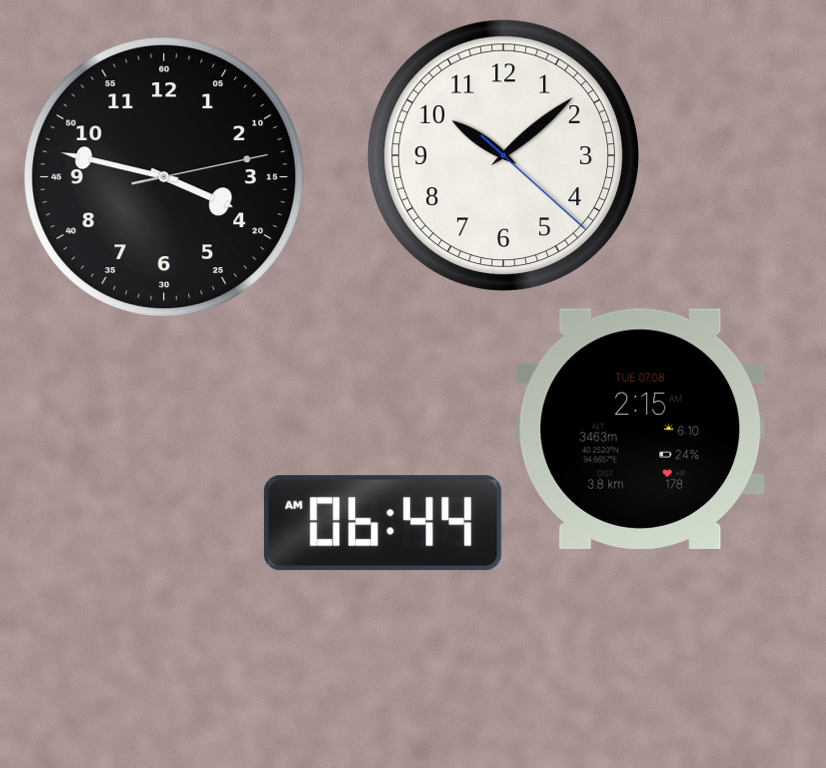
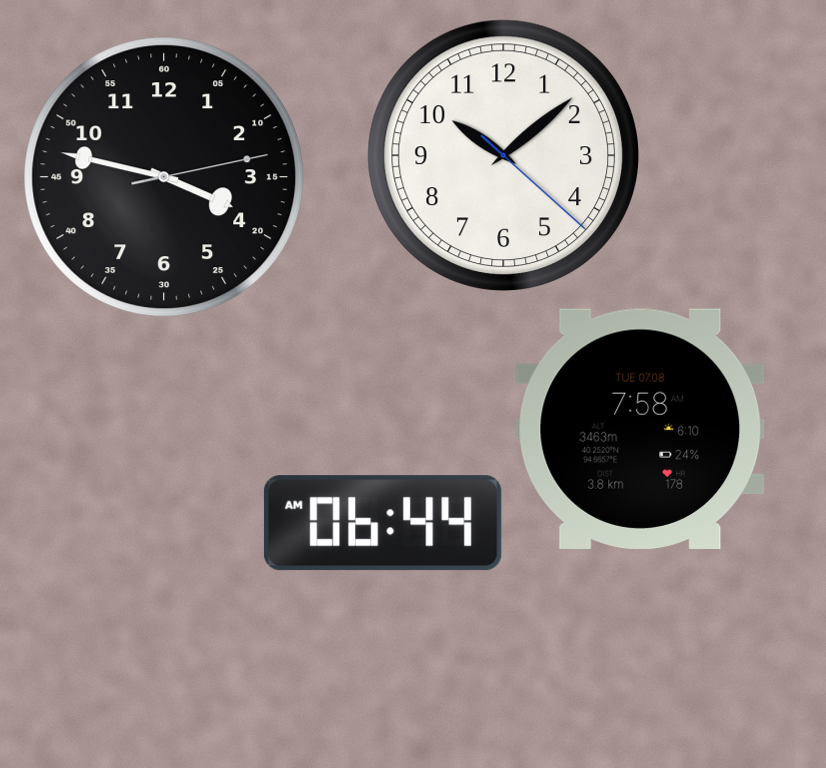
clock at (640, 429): 2:15 -> 7:58
